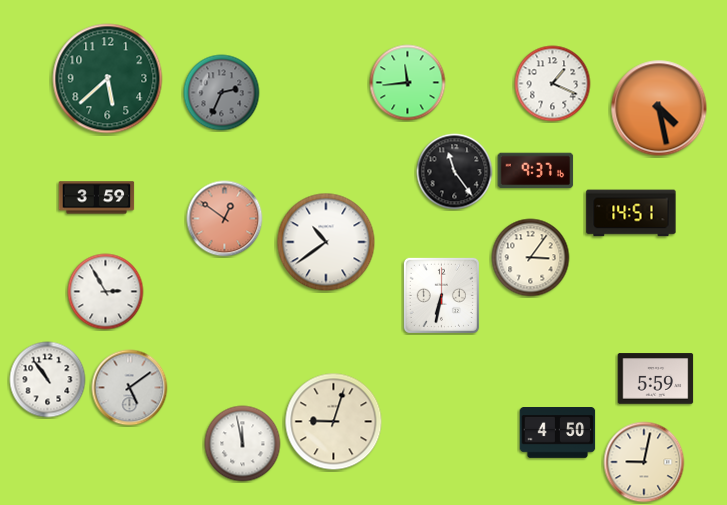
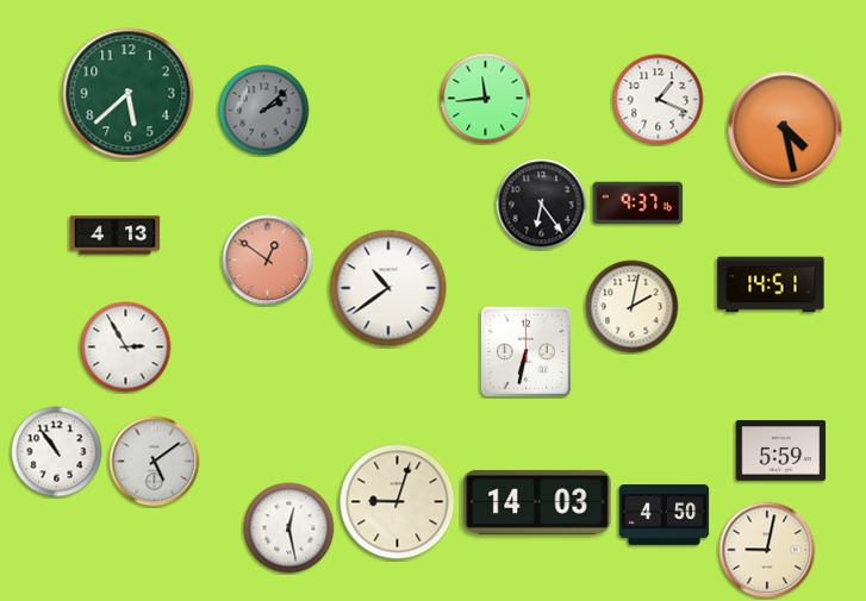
clock at (222, 93): 2:34 -> 2:08
clock at (455, 172): 11:24 -> 6:24
clock at (97, 198): 3:59 -> 4:13
clock at (631, 213) position: (631, 213) -> (771, 284)
clock at (531, 258): 3:06 -> 2:02
clock at (537, 502): none -> 14:03
clock at (243, 444): 11:58 -> 12:28
